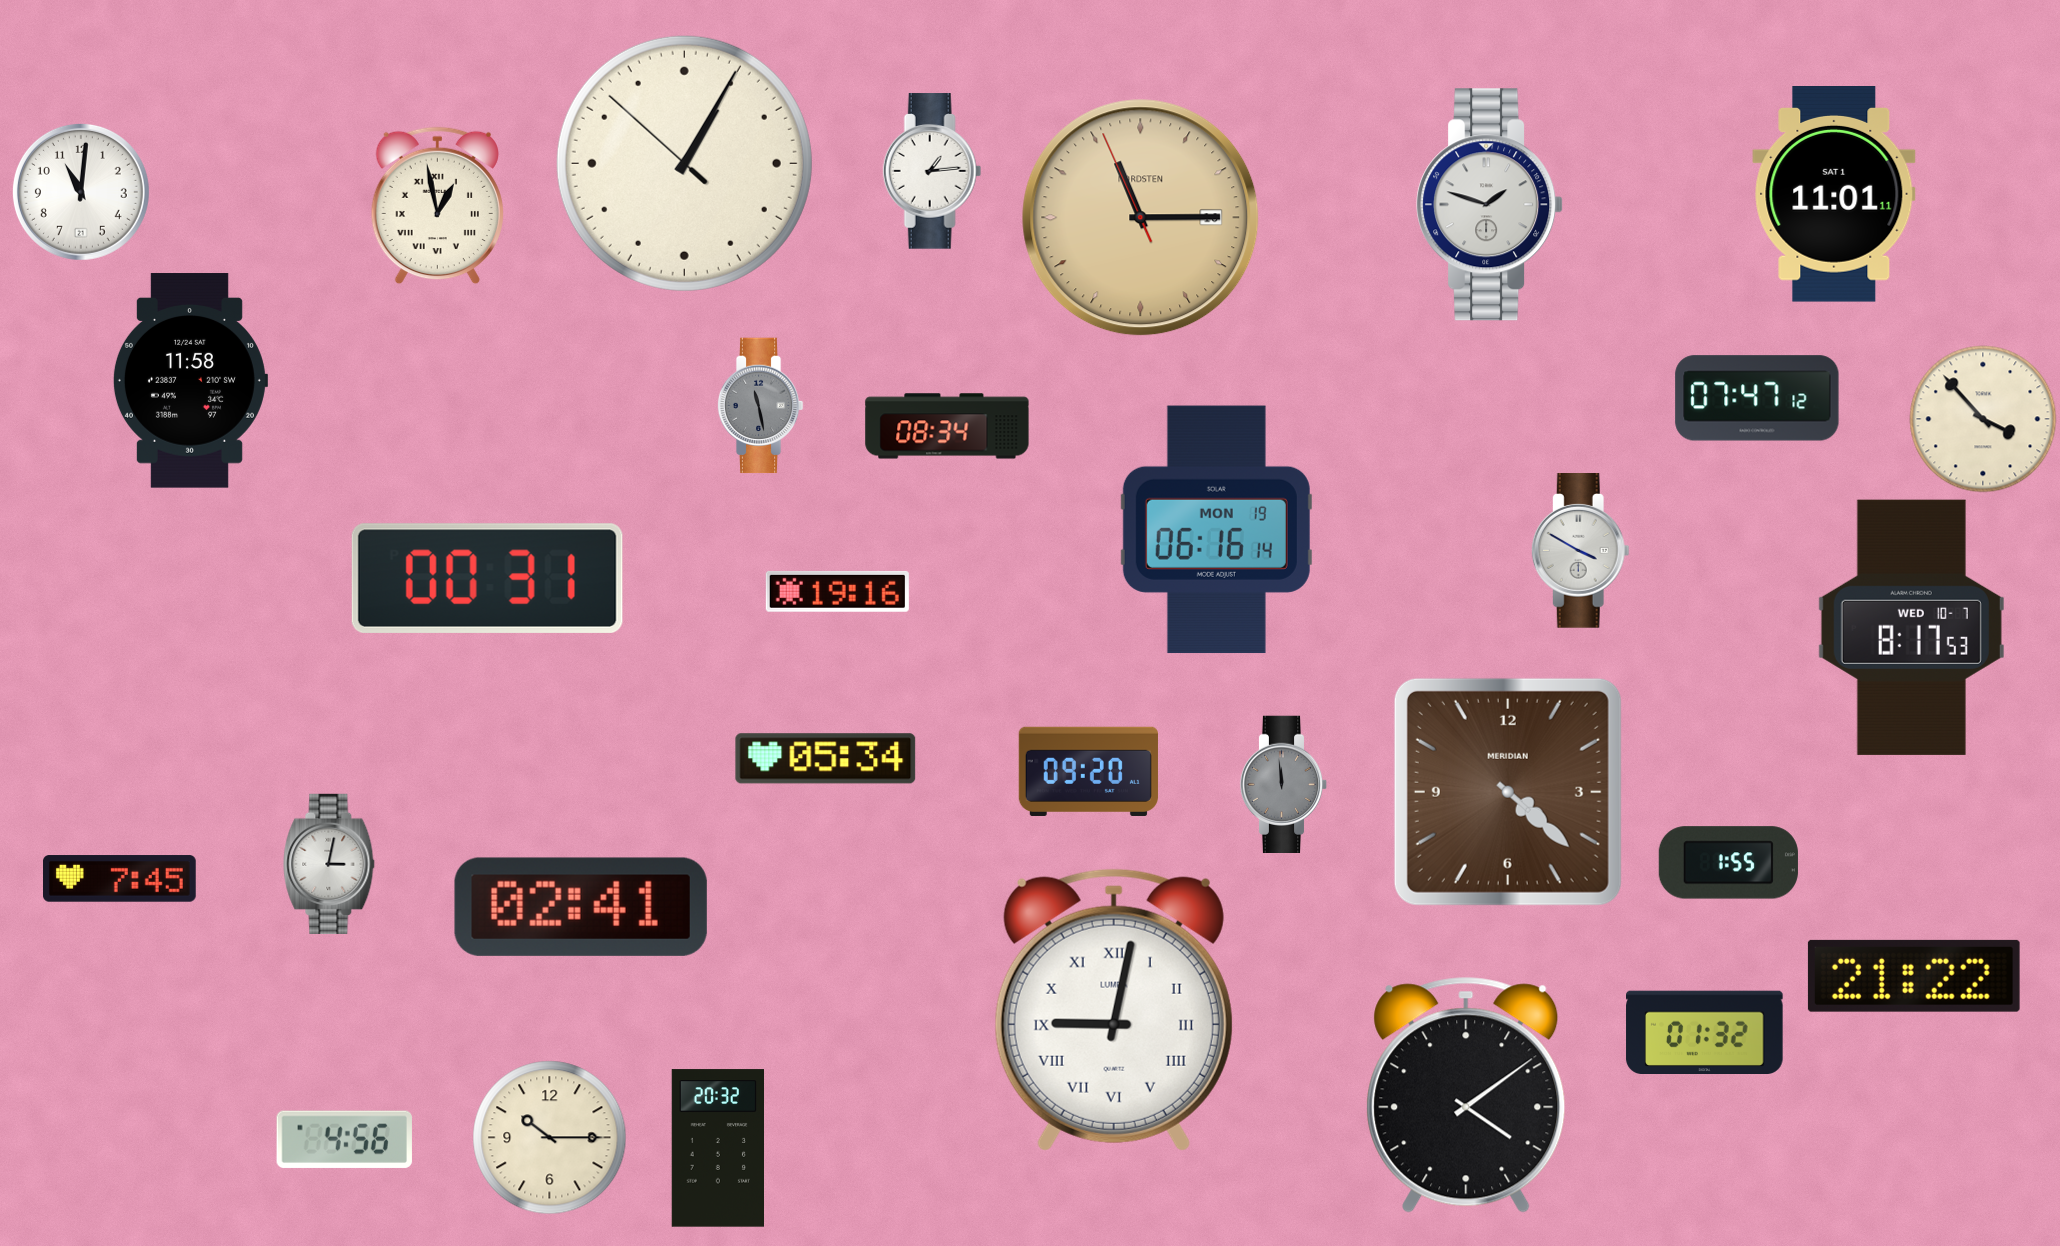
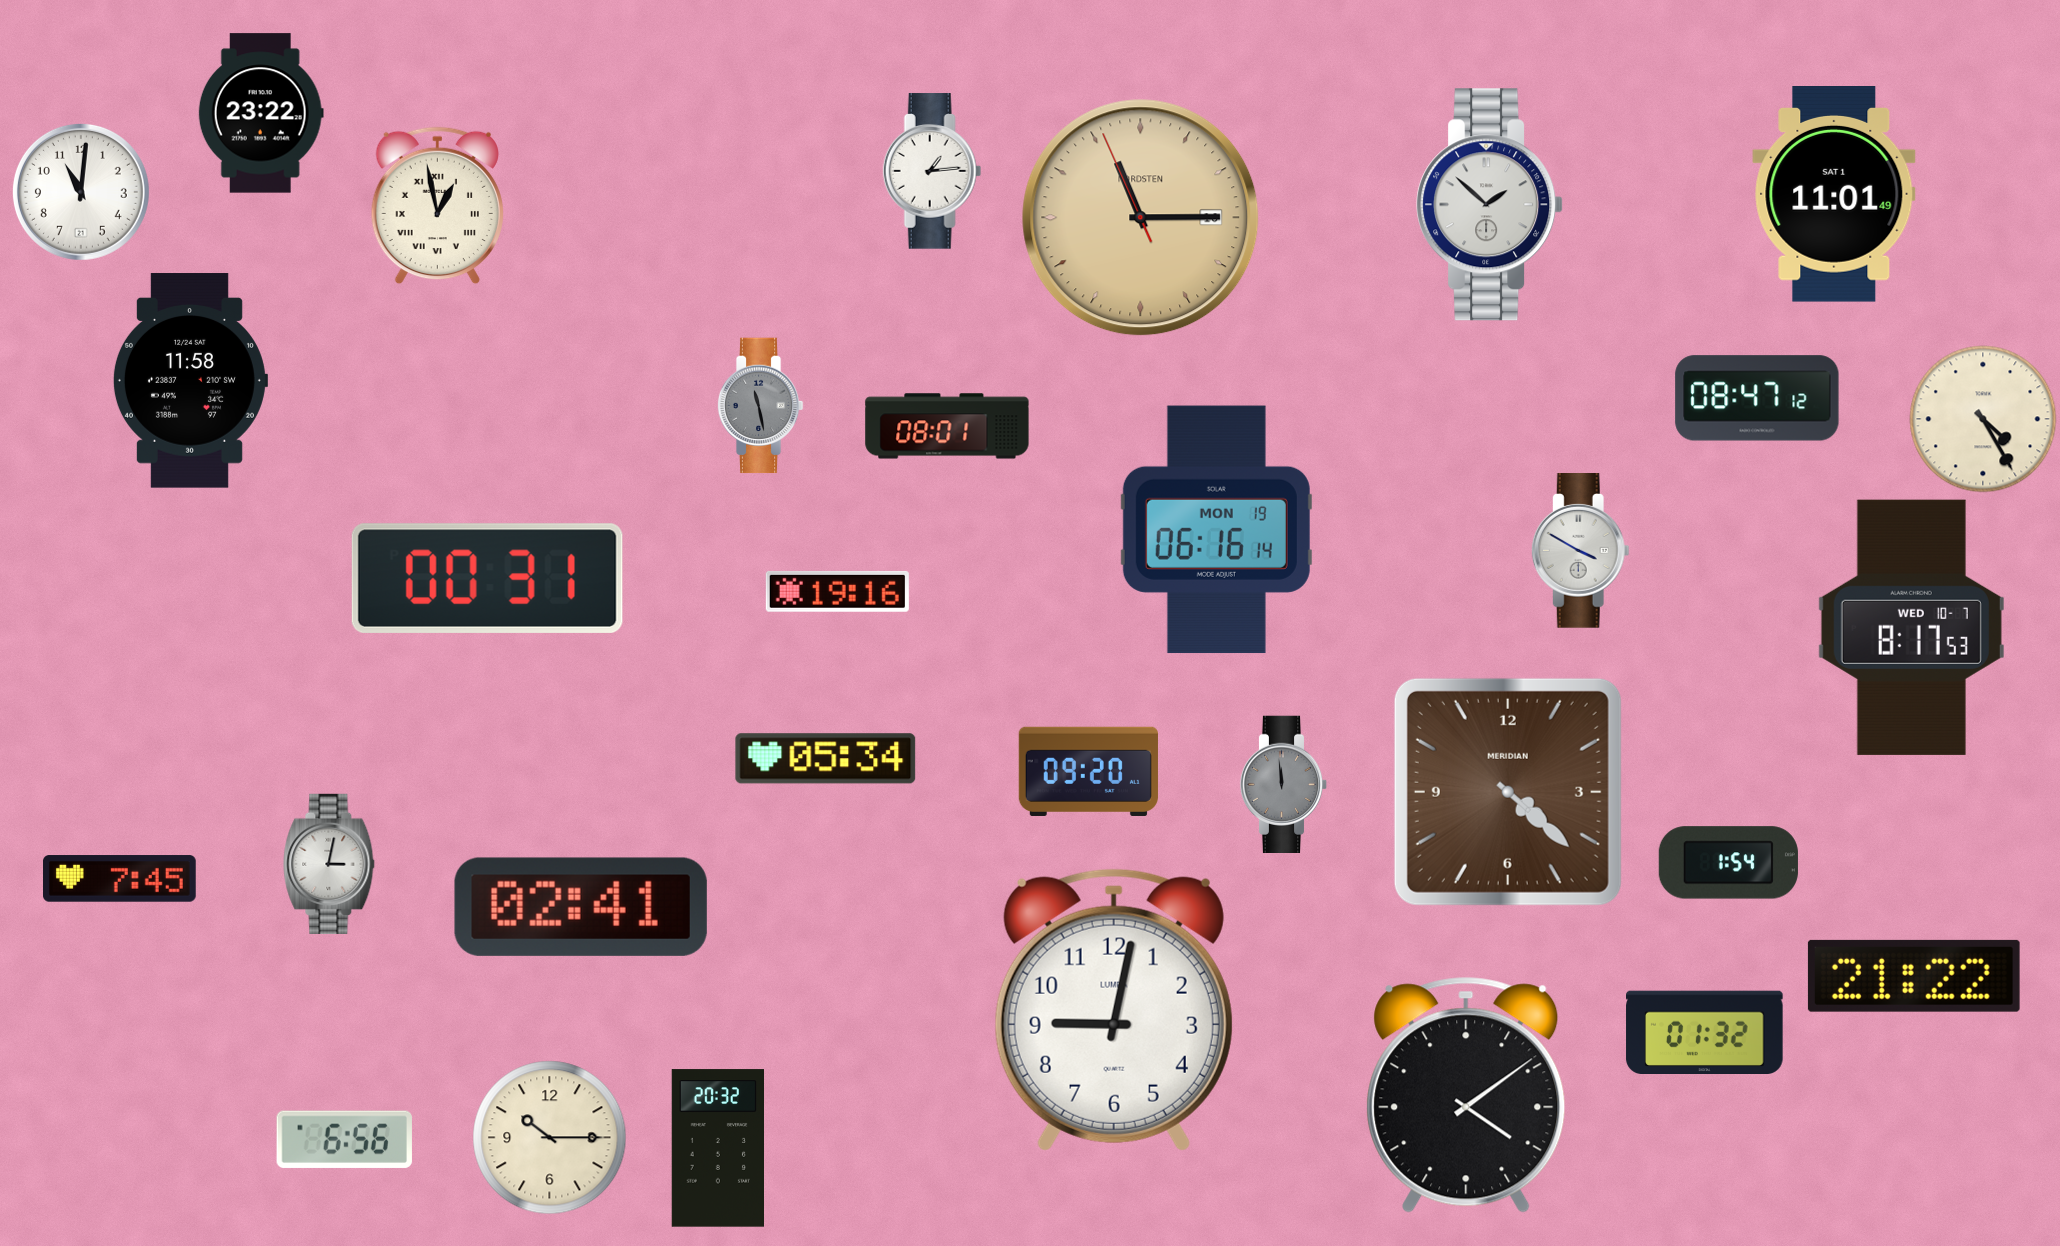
clock at (261, 113): none -> 23:22
clock at (684, 163): 1:04 -> none
clock at (1834, 195): 11:01:11 -> 11:01:49
clock at (1490, 205): 1:48 -> 1:52
clock at (1757, 398): 07:47 -> 08:47
clock at (1983, 419): 3:53 -> 4:25
clock at (947, 426): 08:34 -> 08:01
clock at (1728, 863): 1:55 -> 1:54
clock at (1114, 1010) numerals: Roman -> Arabic
clock at (344, 1139): 4:56 -> 6:56
